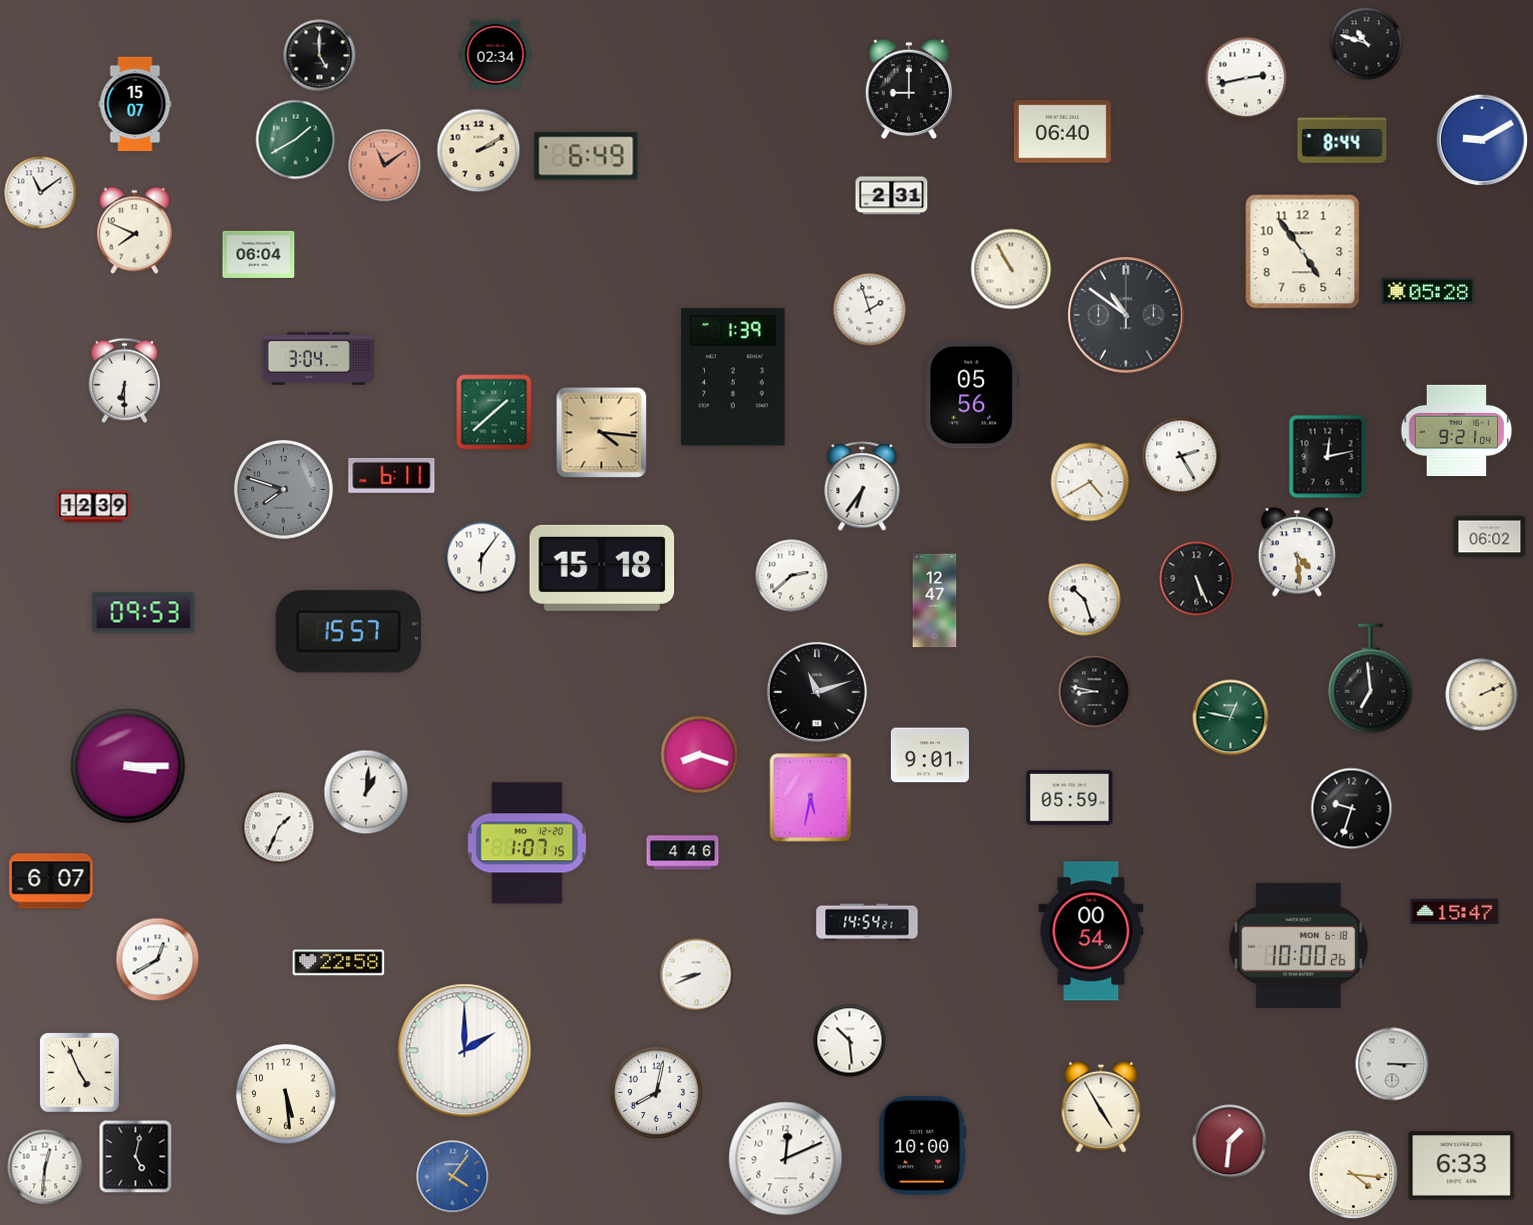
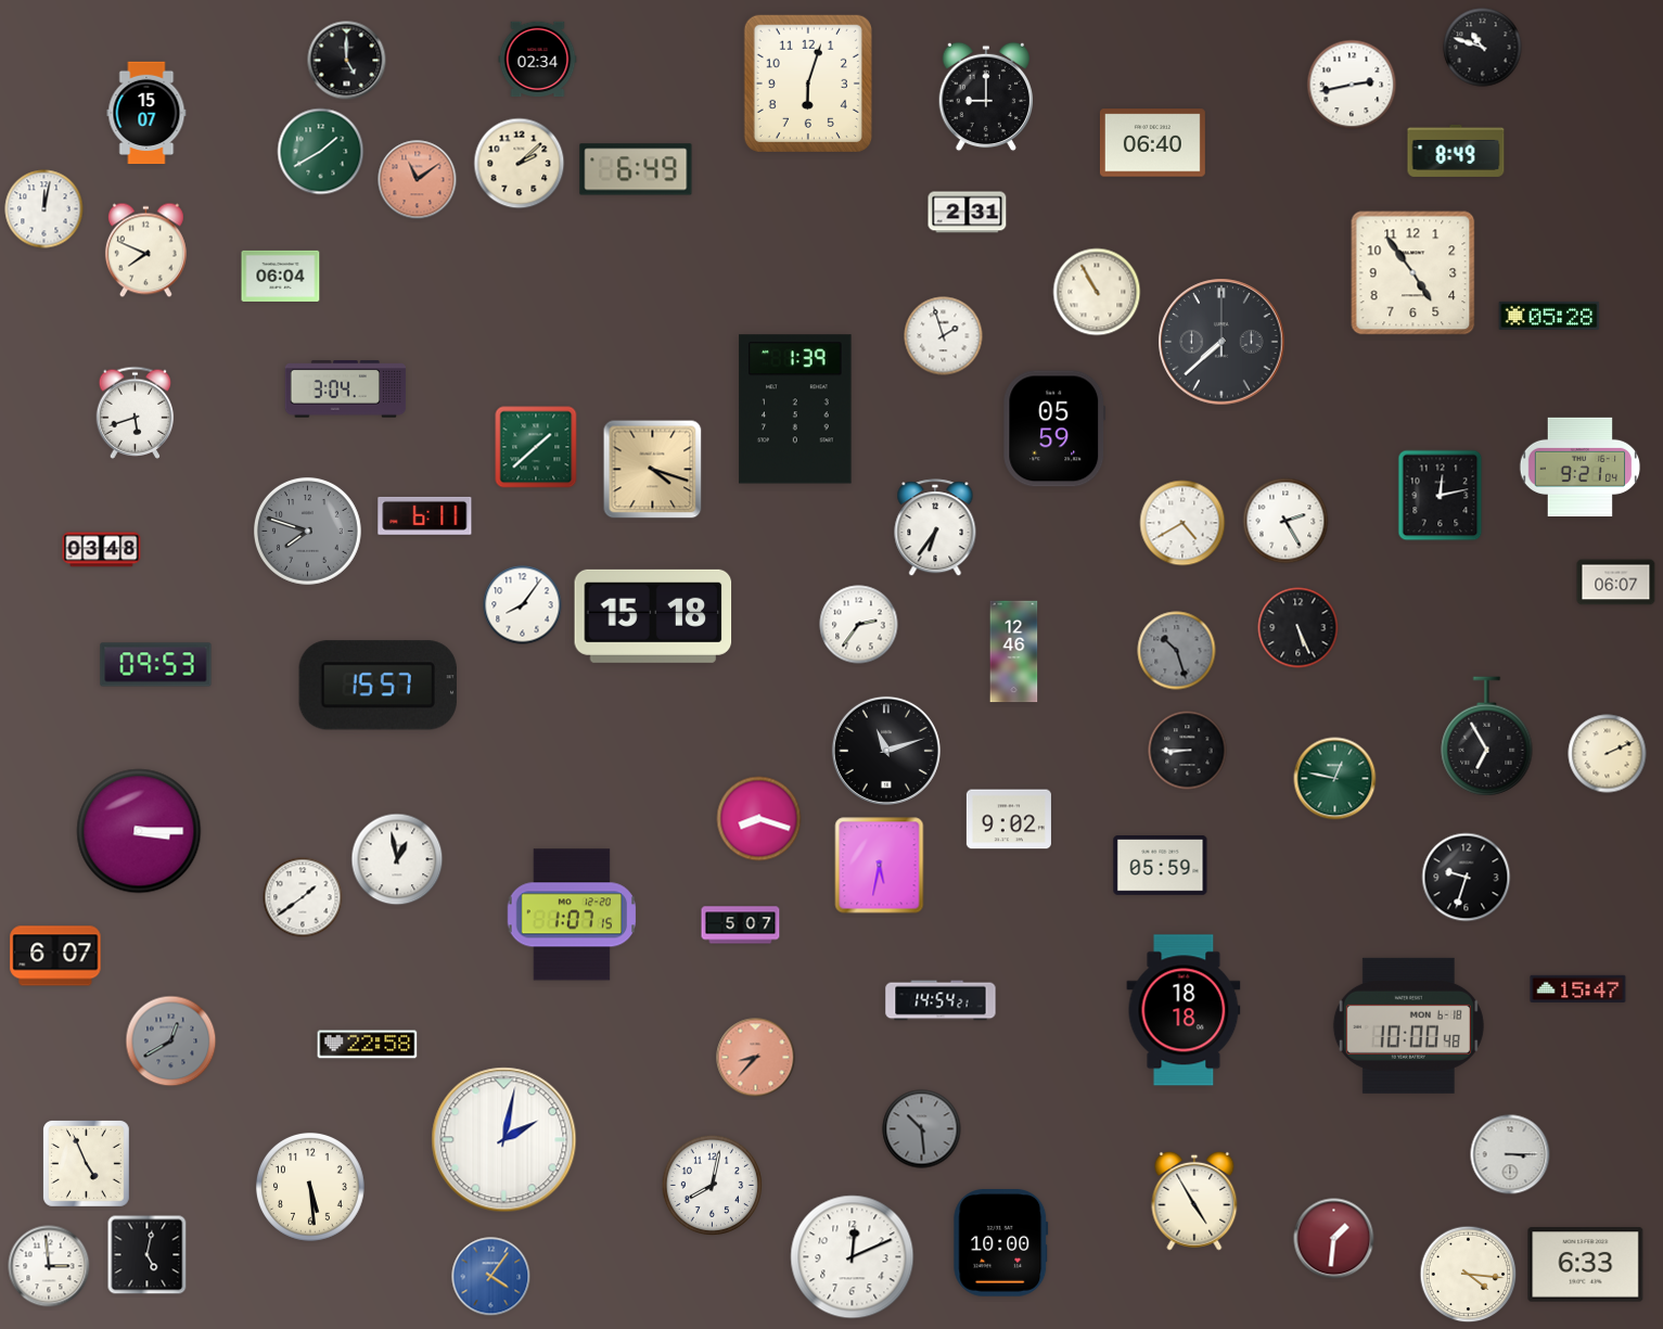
clock at (808, 84): none -> 6:03
clock at (1342, 139): 8:44 -> 8:49
clock at (1482, 140): 9:10 -> none
clock at (479, 151): 2:10 -> 2:08
clock at (41, 193): 11:09 -> 12:02
clock at (1126, 315): 10:51 -> 7:38
clock at (125, 380): 6:30 -> 5:42
clock at (972, 395): 05:56 -> 05:59
clock at (602, 433): 4:16 -> 4:18
clock at (1181, 456) position: (1181, 456) -> (1285, 521)
clock at (94, 507): 12:39 -> 03:48
clock at (1490, 537): 06:02 -> 06:07
clock at (1296, 552): 4:29 -> none
clock at (482, 558): 6:06 -> 8:06
clock at (792, 576): 2:38 -> 2:36
clock at (1085, 600) dial: white -> grey
clock at (935, 601): 12:47 -> 12:46
clock at (1371, 679): 6:59 -> 6:55
clock at (1095, 692): 8:47 -> 8:45
clock at (930, 755): 9:01 -> 9:02
clock at (366, 792): 1:01 -> 12:58
clock at (279, 827): 1:34 -> 1:39
clock at (683, 853): 4:46 -> 5:07
clock at (1091, 931): 00:54 -> 18:18
clock at (1298, 945): 10:00:26 -> 10:00:48
clock at (158, 960) dial: white -> grey
clock at (697, 975): 8:41 -> 8:37
clock at (697, 975) dial: white -> salmon
clock at (850, 1041) dial: white -> grey
clock at (465, 1051): 2:00 -> 2:02
clock at (45, 1167): 12:31 -> 2:59
